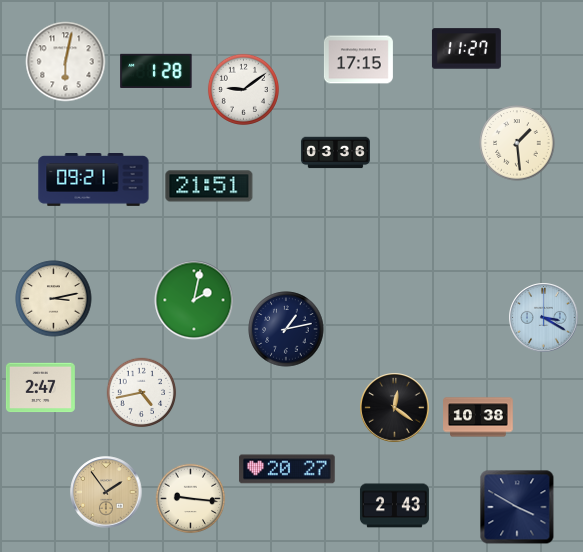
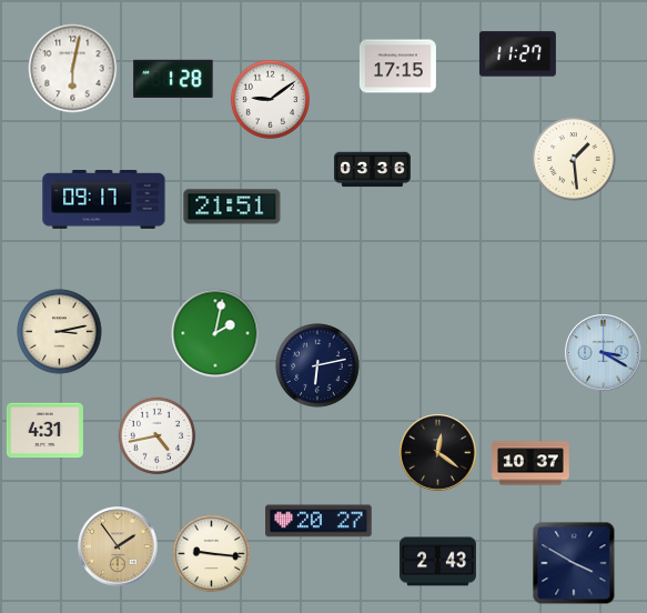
clock at (94, 180): 09:21 -> 09:17
clock at (286, 329): 1:13 -> 6:13
clock at (40, 388): 2:47 -> 4:31
clock at (478, 417): 10:38 -> 10:37
